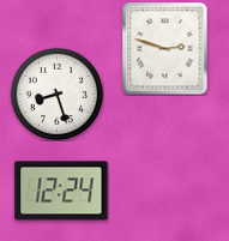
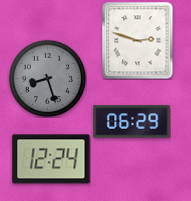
clock at (56, 94) dial: white -> grey
clock at (132, 122): none -> 06:29
